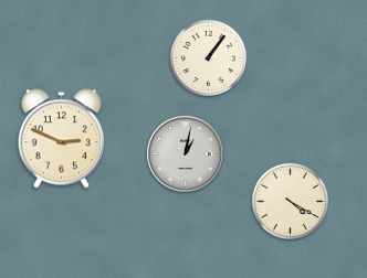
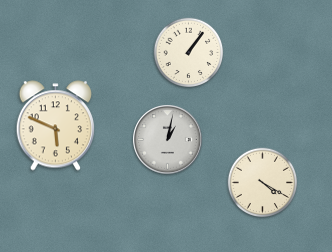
clock at (61, 139): 2:49 -> 5:49
